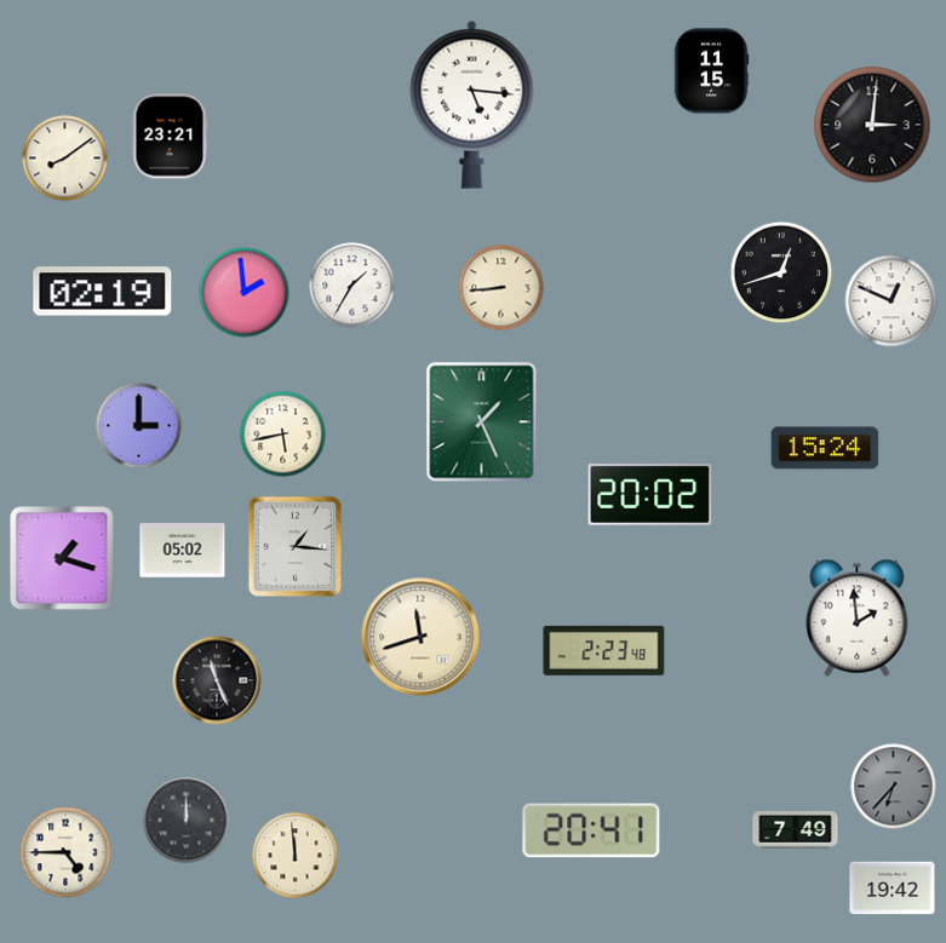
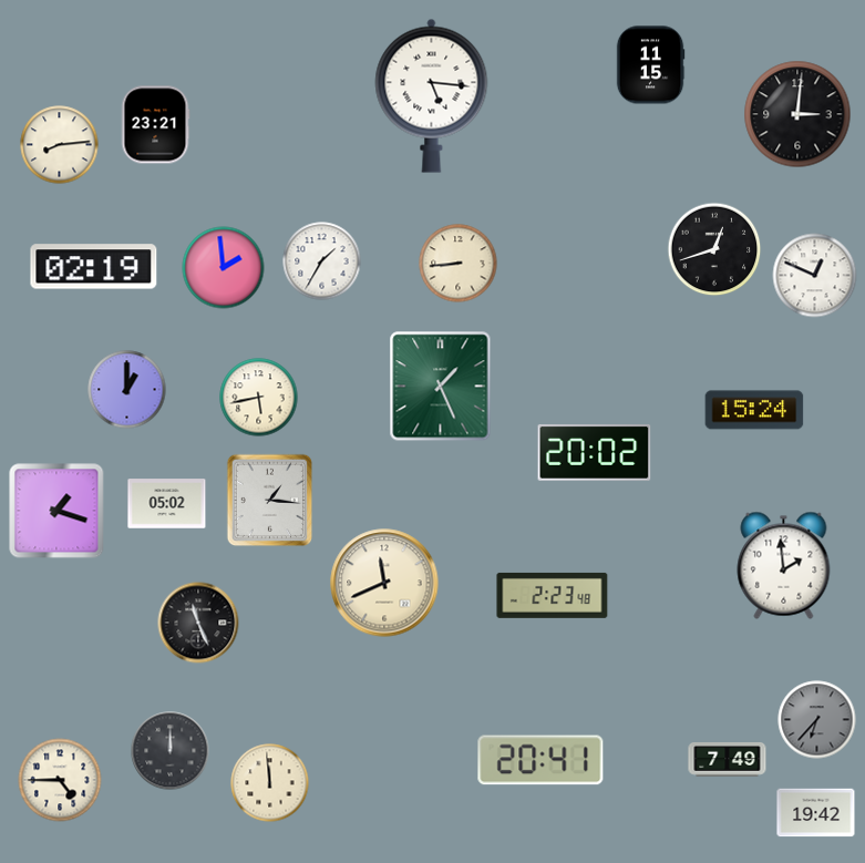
clock at (65, 159): 8:09 -> 8:14
clock at (139, 426): 3:00 -> 1:00
clock at (420, 637): 11:42 -> 11:41
